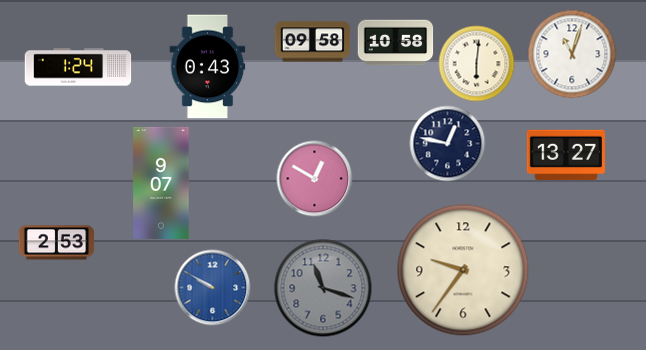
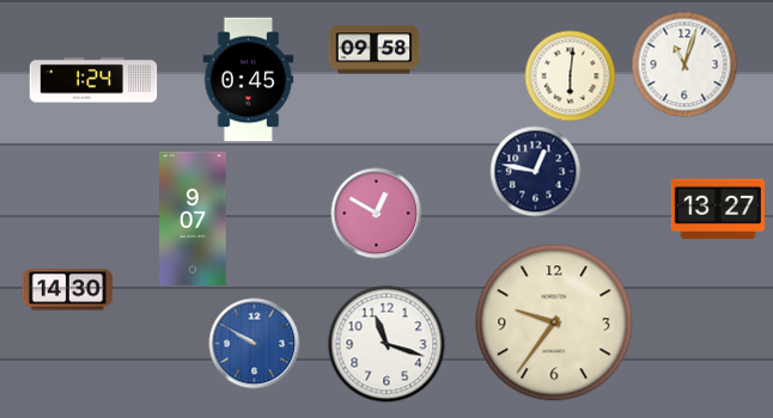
clock at (396, 43): 10:58 -> none
clock at (208, 67): 0:43 -> 0:45
clock at (566, 155) position: (566, 155) -> (718, 209)
clock at (57, 243): 2:53 -> 14:30
clock at (323, 288) dial: grey -> white
